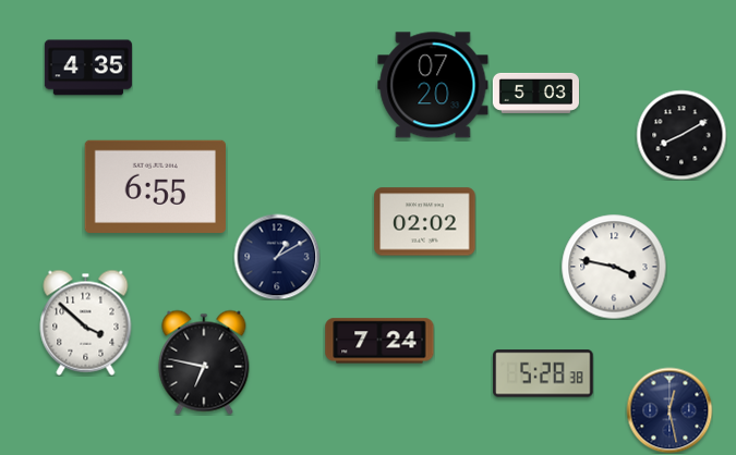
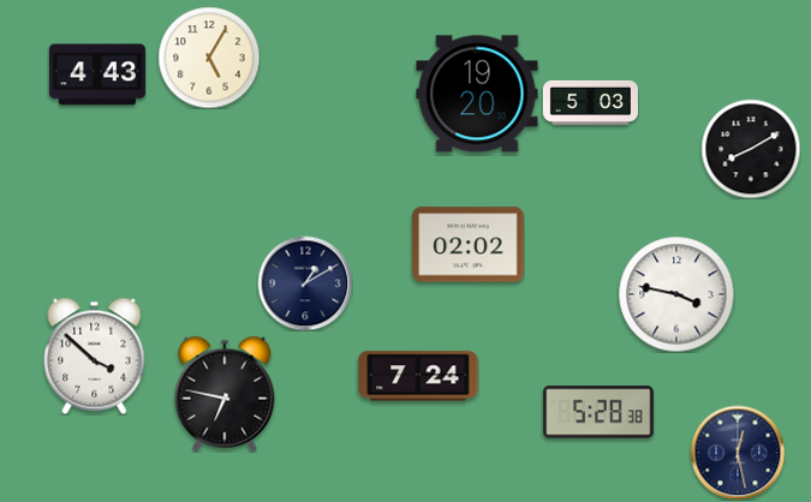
clock at (209, 58): none -> 5:05
clock at (88, 67): 4:35 -> 4:43
clock at (433, 85): 07:20 -> 19:20
clock at (155, 186): 6:55 -> none
clock at (204, 362) position: (204, 362) -> (225, 394)
